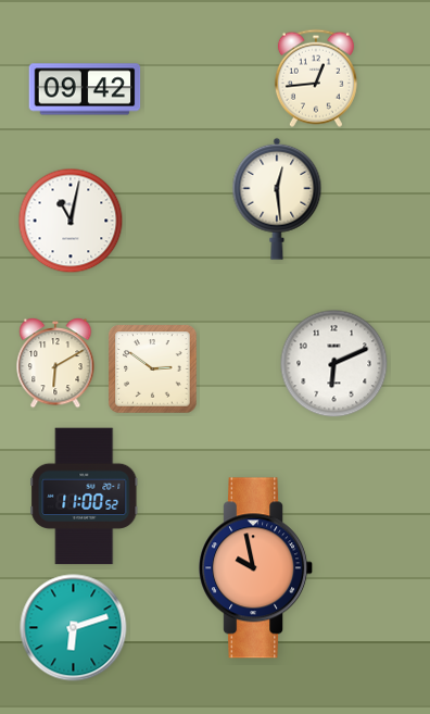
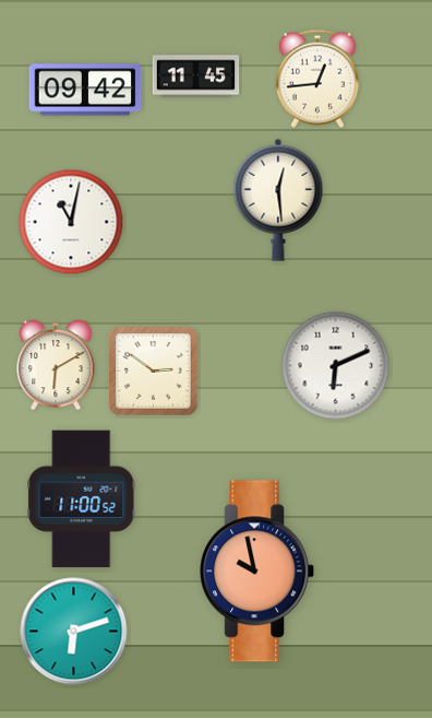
clock at (196, 76): none -> 11:45
clock at (85, 497) position: (85, 497) -> (82, 499)
